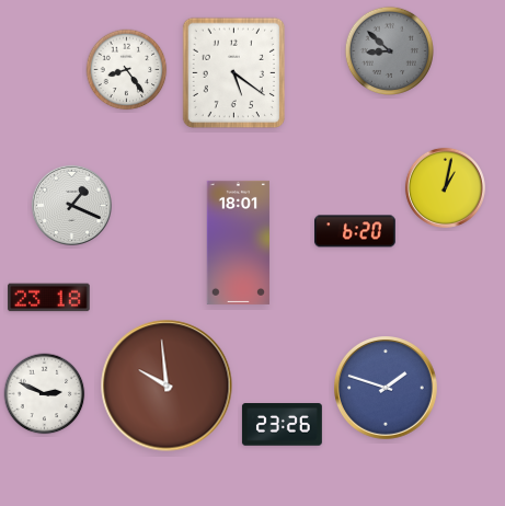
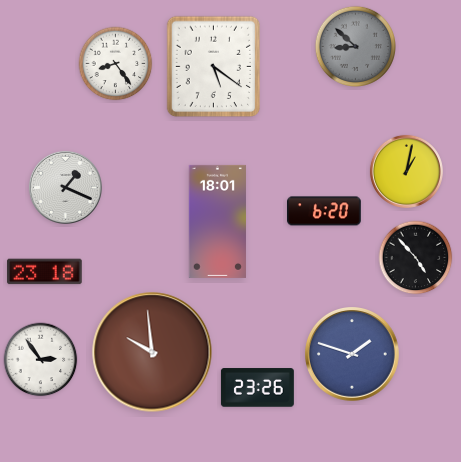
clock at (416, 258): none -> 4:53
clock at (45, 394): 2:49 -> 2:54
